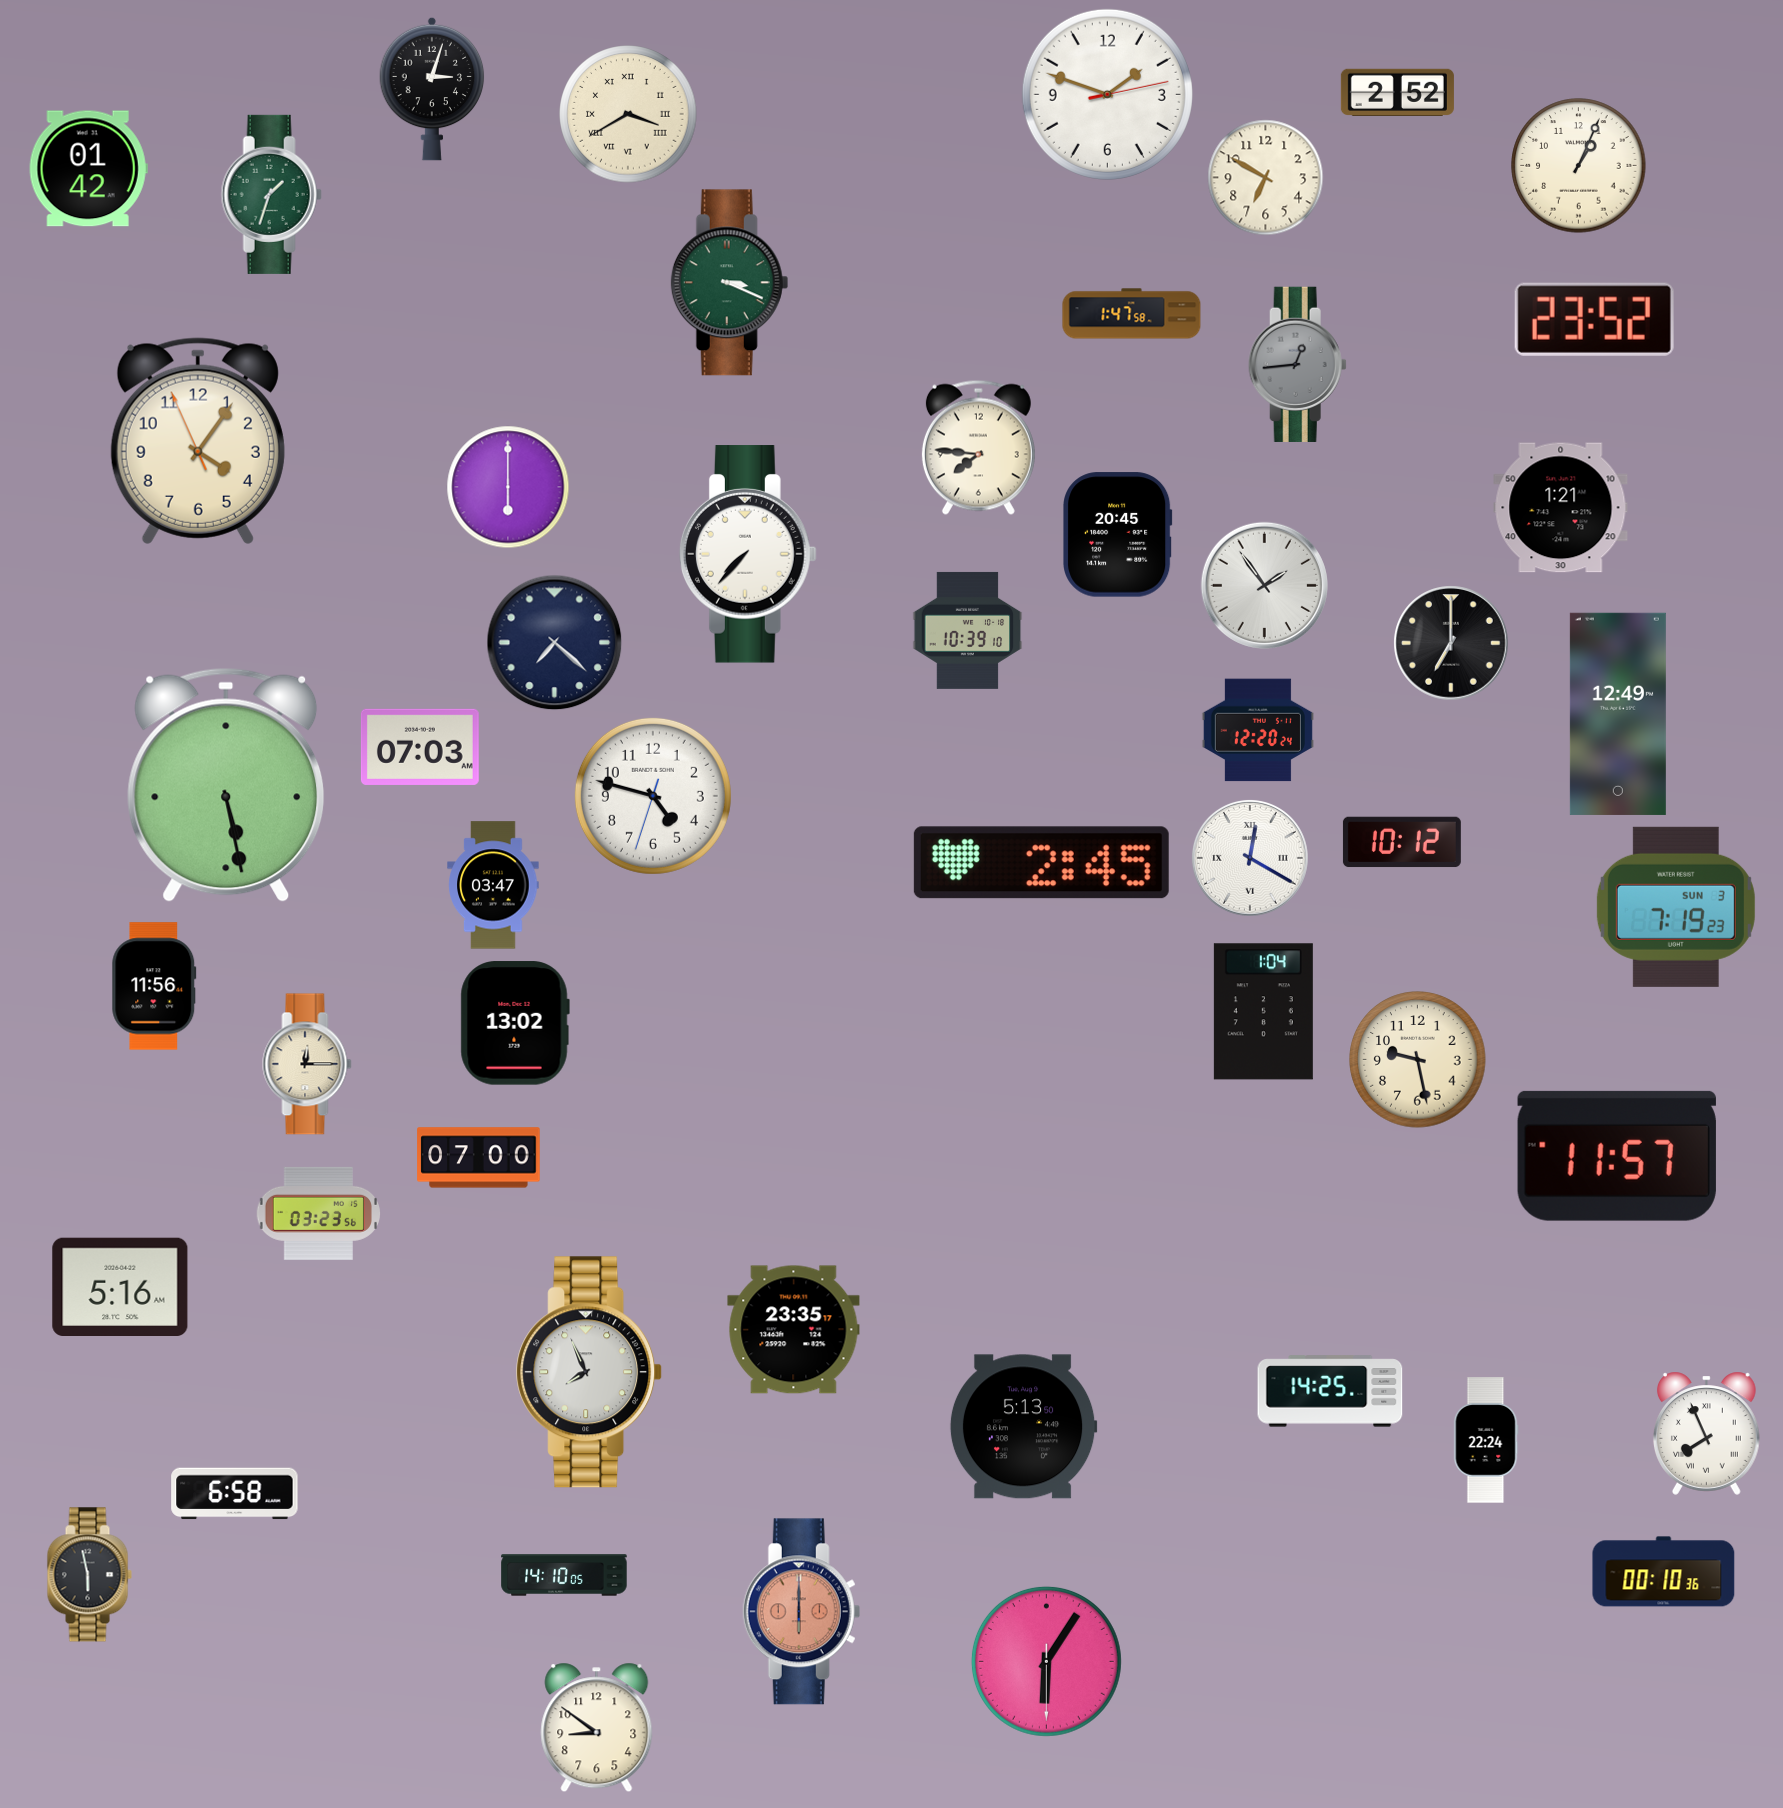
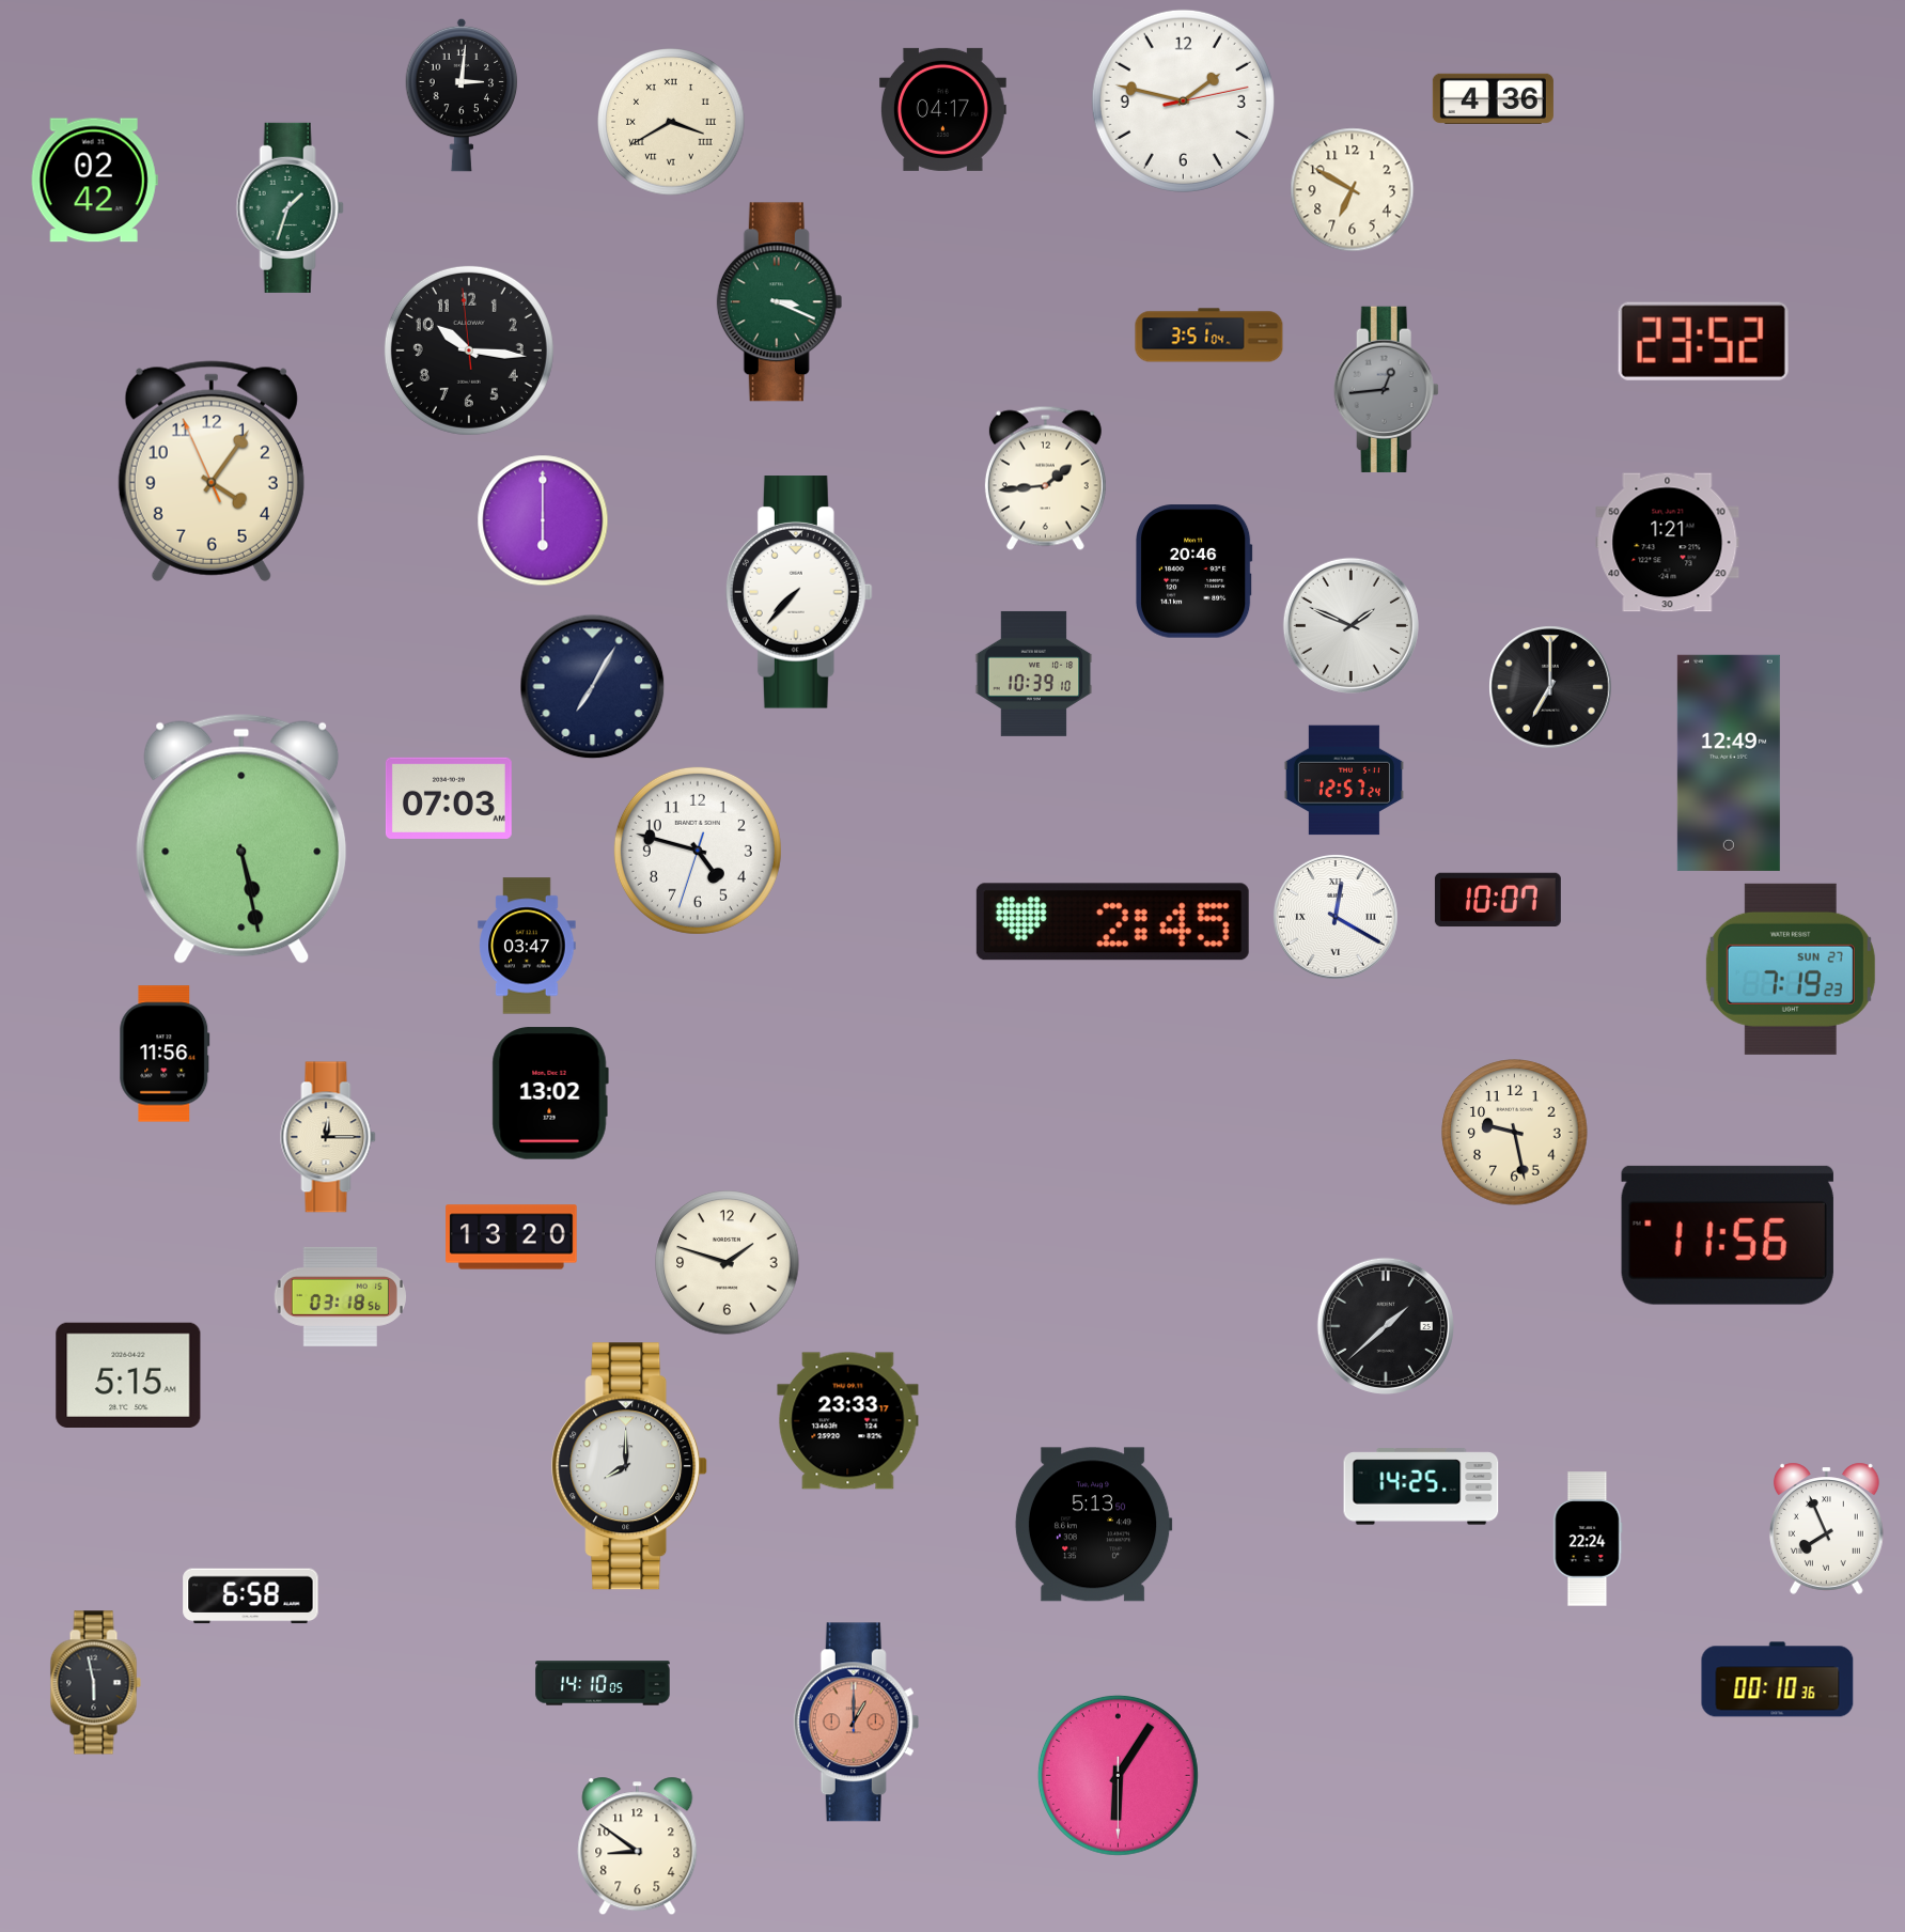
clock at (432, 89): 3:03 -> 3:01
clock at (1397, 92): 2:52 -> 4:36
clock at (1107, 94): 1:48 -> 1:47
clock at (942, 109): none -> 04:17
clock at (1579, 166): 1:04 -> none
clock at (88, 169): 01:42 -> 02:42
clock at (1132, 314): 1:47 -> 3:51
clock at (469, 350): none -> 10:15
clock at (978, 447): 7:46 -> 1:44
clock at (1118, 535): 20:45 -> 20:46
clock at (1264, 585): 1:54 -> 1:49
clock at (555, 643): 7:22 -> 7:05
clock at (1258, 730): 12:20 -> 12:57
clock at (1402, 842): 10:12 -> 10:07
clock at (1676, 907) date: SUN 3 -> SUN 27
clock at (1263, 1012): 1:04 -> none
clock at (1617, 1156): 11:57 -> 11:56
clock at (479, 1158): 07:00 -> 13:20
clock at (728, 1263): none -> 1:48
clock at (318, 1213): 03:23 -> 03:18
clock at (1386, 1326): none -> 1:38
clock at (120, 1286): 5:16 -> 5:15
clock at (794, 1330): 23:35 -> 23:33
clock at (590, 1372): 7:56 -> 8:00
clock at (1706, 1433) position: (1706, 1433) -> (1826, 1528)
clock at (802, 1612): 6:00 -> 1:00
